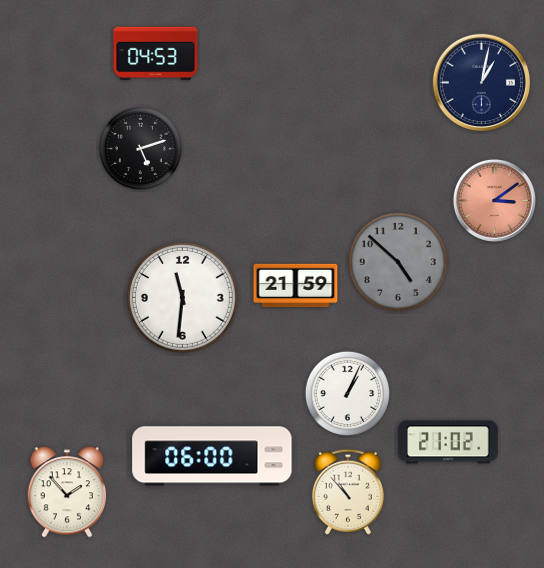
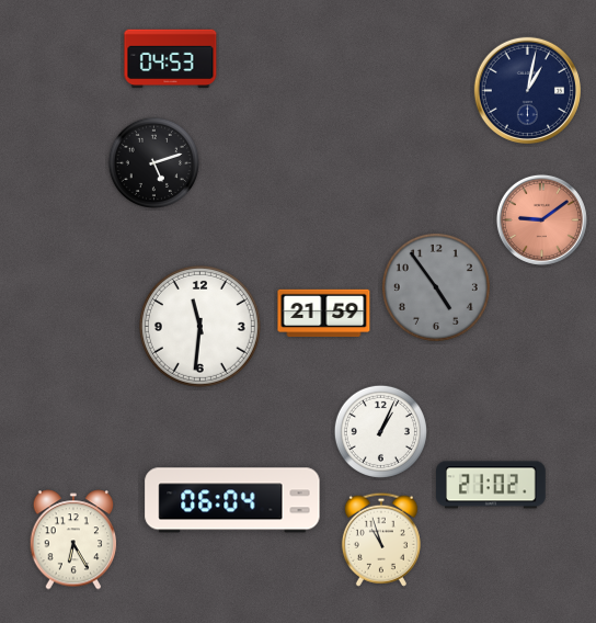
clock at (494, 200): 3:09 -> 9:09
clock at (398, 262): 4:52 -> 4:54
clock at (212, 456): 06:00 -> 06:04
clock at (67, 492): 1:53 -> 6:25
clock at (348, 492): 10:53 -> 10:57
